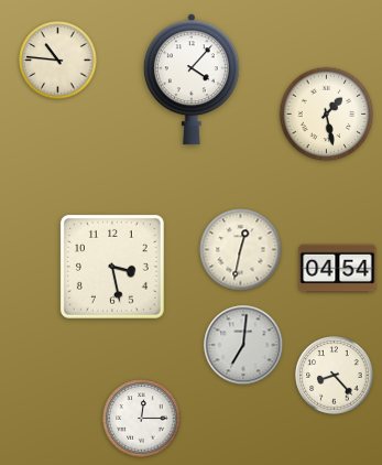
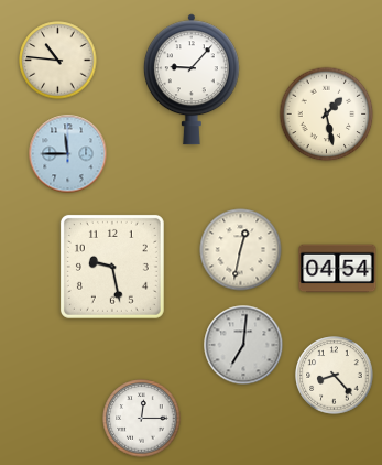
clock at (192, 79): 4:07 -> 9:07
clock at (68, 154): none -> 11:45
clock at (112, 267): 3:28 -> 9:28
